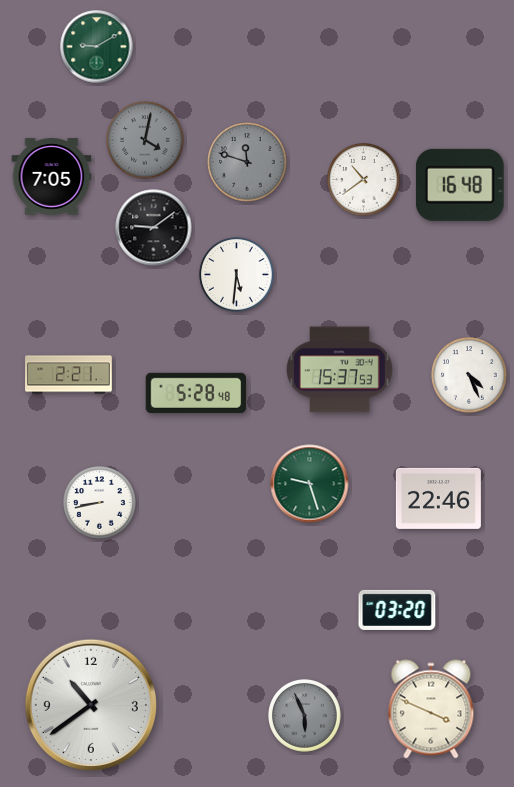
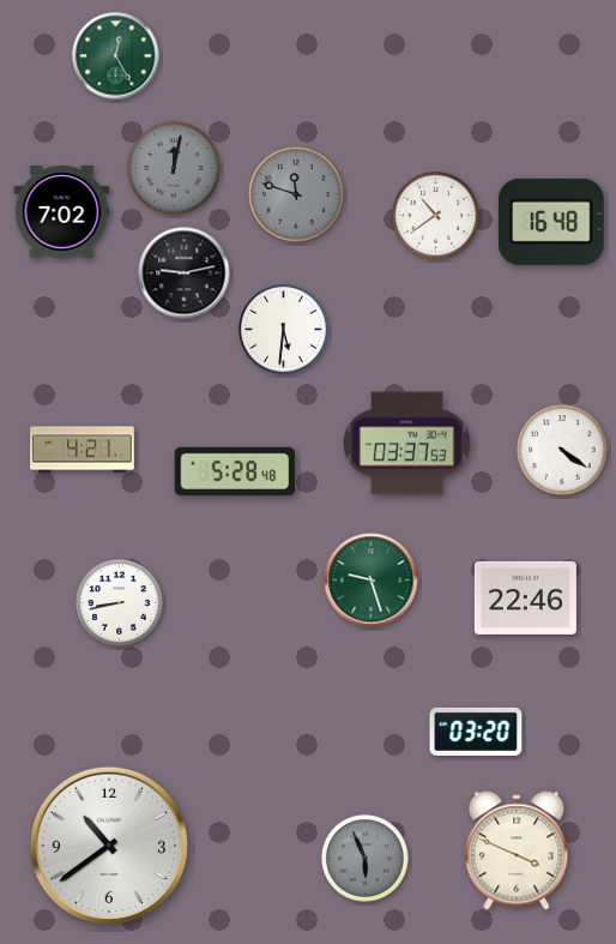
clock at (97, 47): 9:10 -> 12:25
clock at (145, 140): 4:02 -> 12:02
clock at (52, 177): 7:05 -> 7:02
clock at (154, 228): 9:09 -> 9:13
clock at (340, 370): 15:37 -> 03:37
clock at (69, 375): 2:21 -> 4:21
clock at (469, 375): 4:26 -> 4:21
